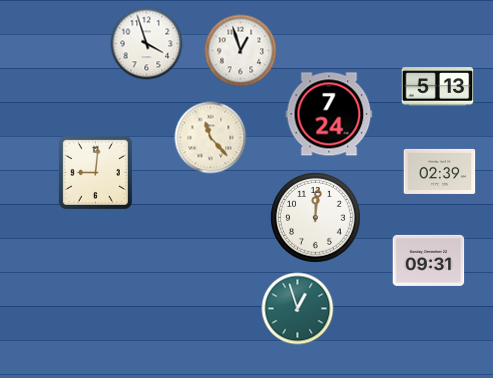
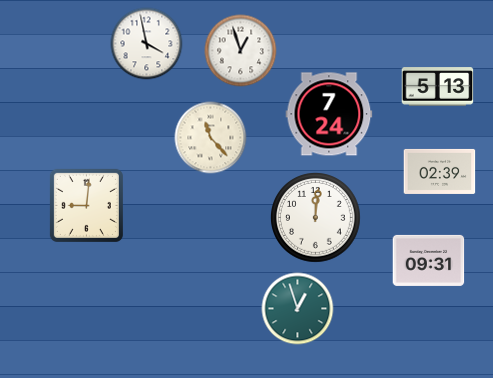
clock at (147, 44): 3:57 -> 3:58
clock at (95, 172) position: (95, 172) -> (86, 205)
